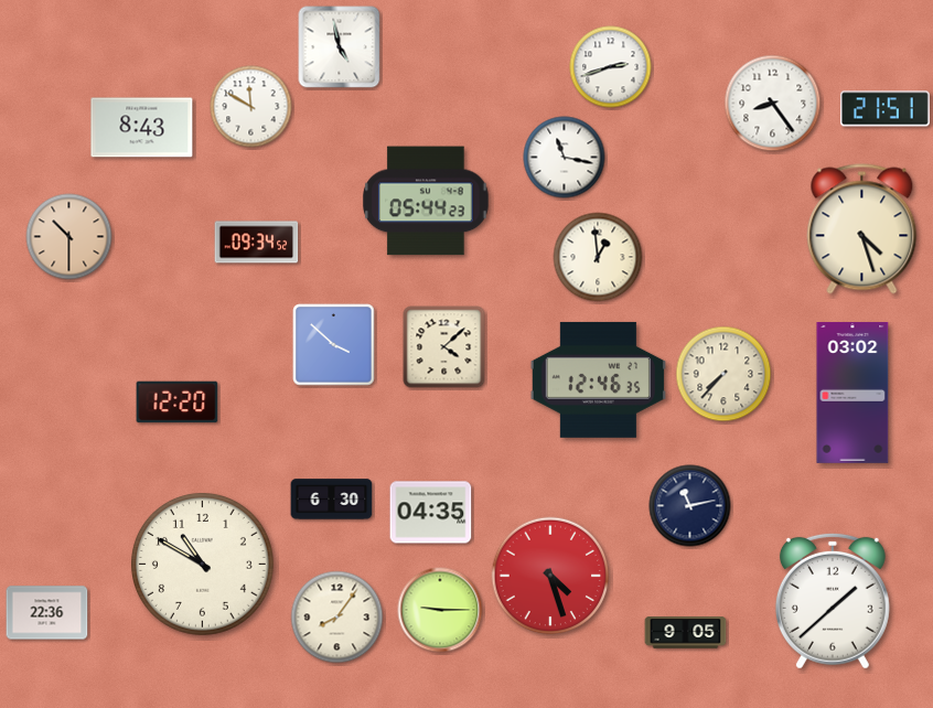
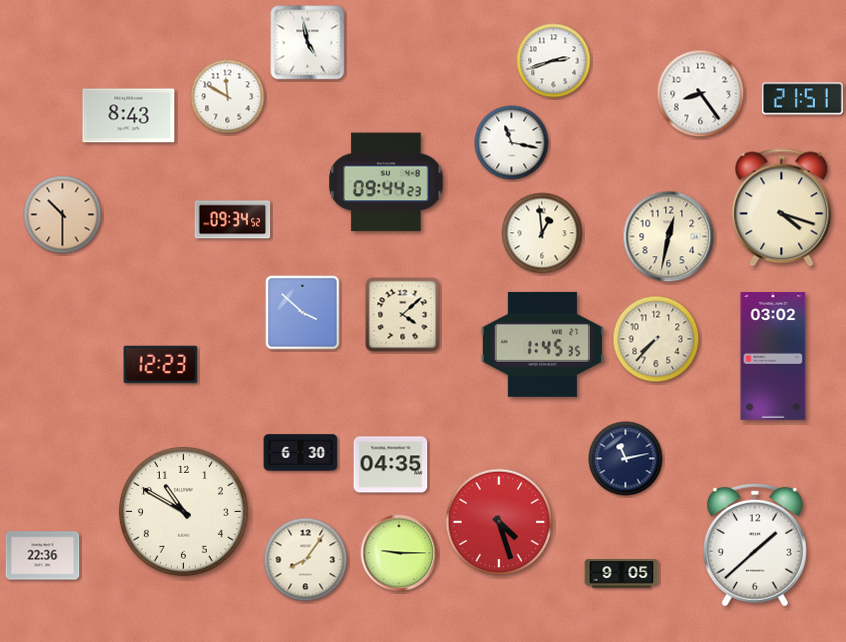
clock at (426, 201): 05:44 -> 09:44
clock at (862, 229): 4:27 -> 4:18
clock at (669, 237): none -> 12:32
clock at (598, 379): 12:46 -> 1:45
clock at (178, 403): 12:20 -> 12:23
